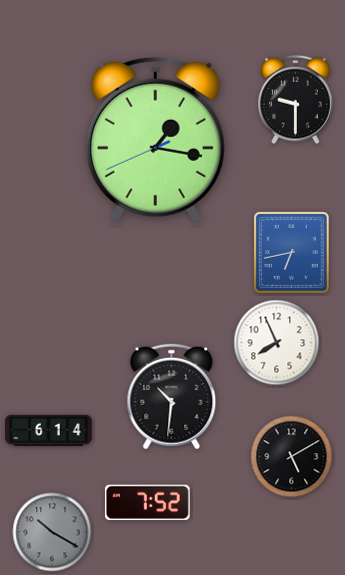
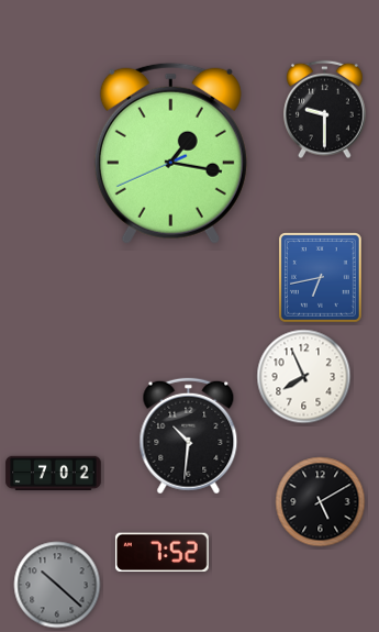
clock at (49, 430): 6:14 -> 7:02
clock at (52, 532): 10:20 -> 10:22
